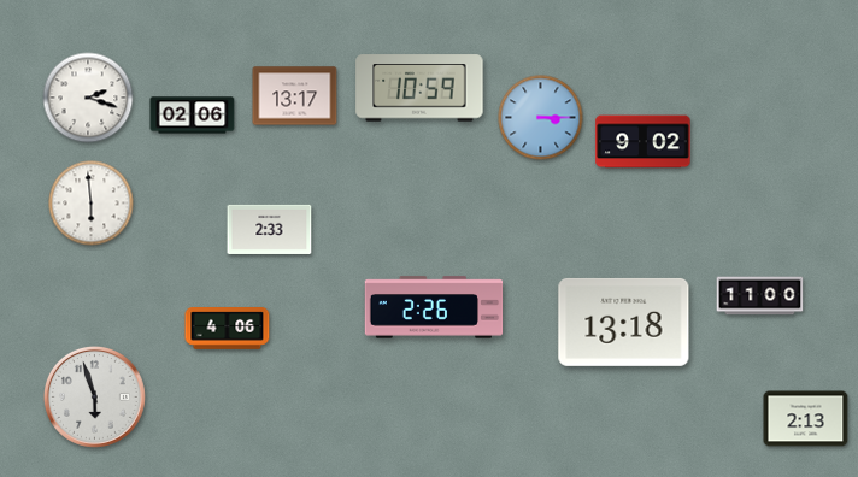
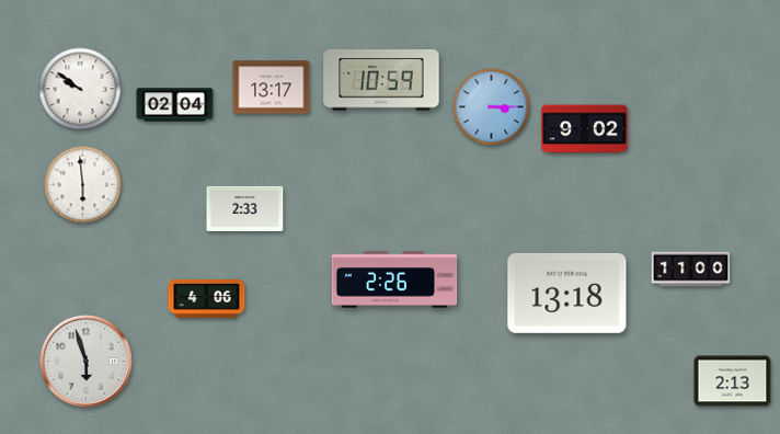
clock at (295, 96) position: (295, 96) -> (272, 88)
clock at (88, 98): 2:18 -> 9:51
clock at (193, 116): 02:06 -> 02:04
